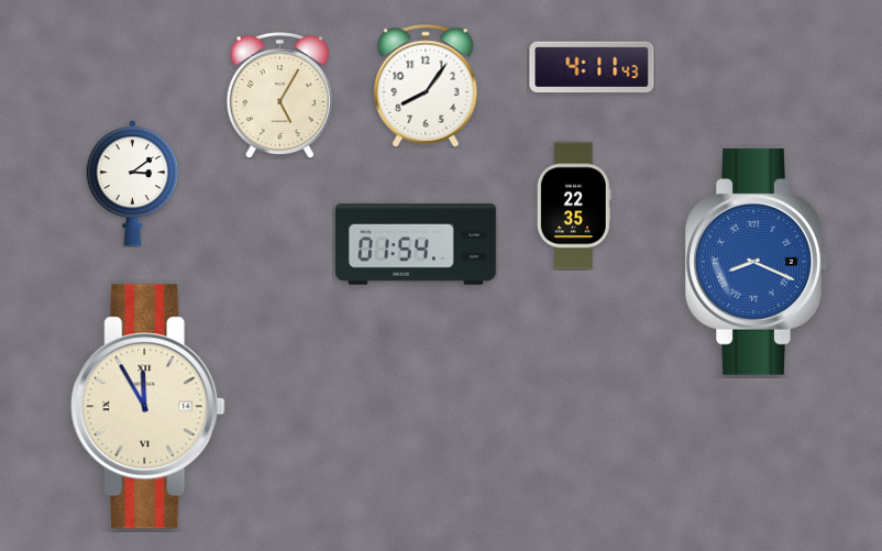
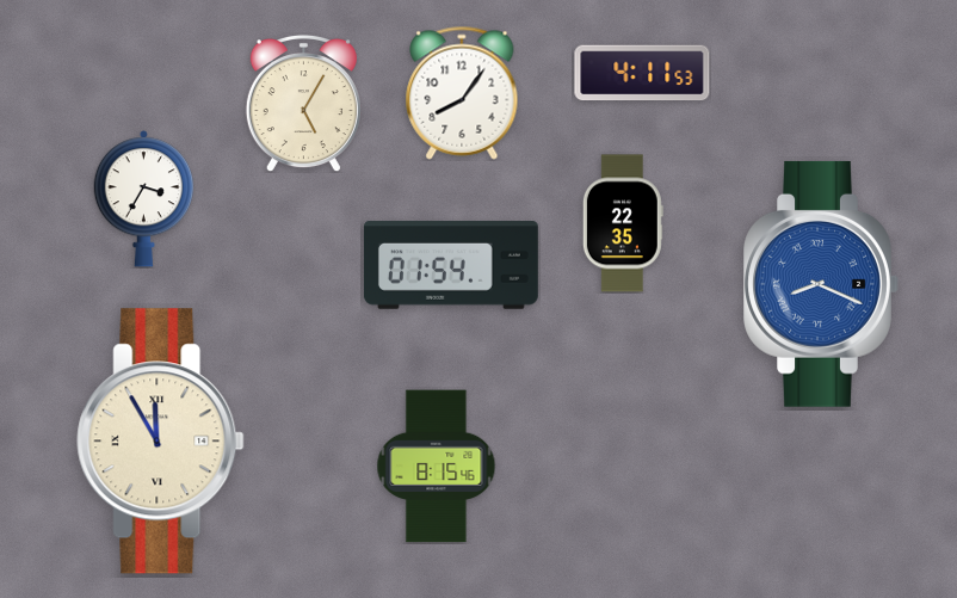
clock at (592, 67): 4:11:43 -> 4:11:53
clock at (132, 184): 3:09 -> 3:35
clock at (437, 467): none -> 8:15
